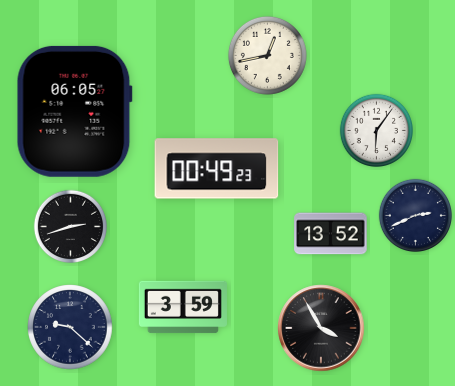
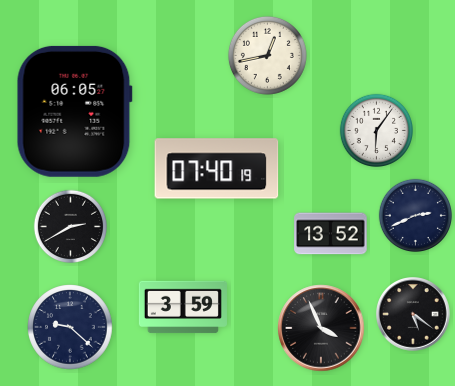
clock at (217, 169): 00:49 -> 07:40
clock at (70, 226): 2:42 -> 2:40
clock at (414, 315): none -> 5:21
clock at (321, 328): 3:55 -> 3:56
